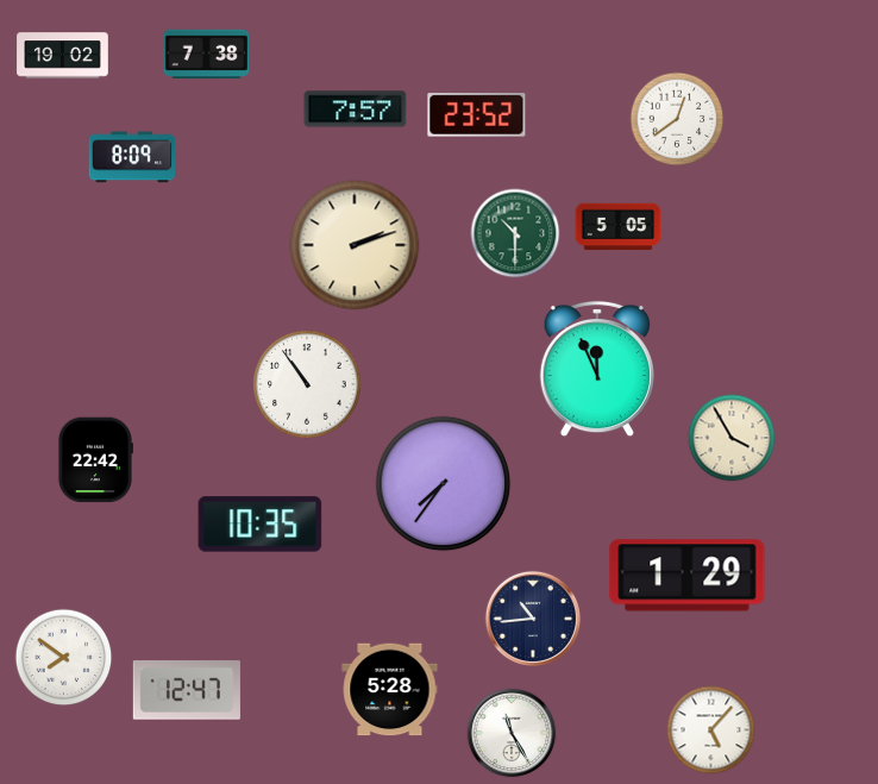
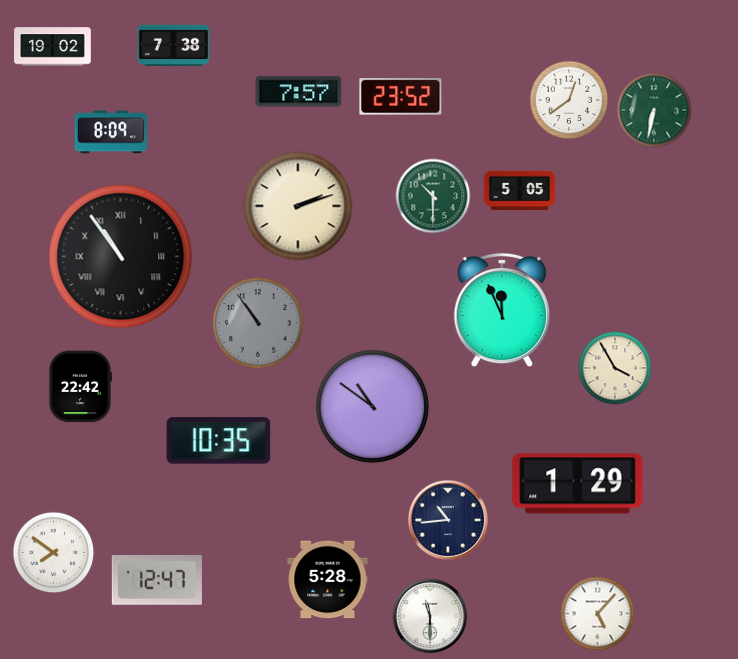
clock at (654, 110): none -> 6:32
clock at (121, 257): none -> 10:54
clock at (307, 384) dial: white -> grey
clock at (444, 484): 7:36 -> 10:51
clock at (512, 733): 11:25 -> 11:30
